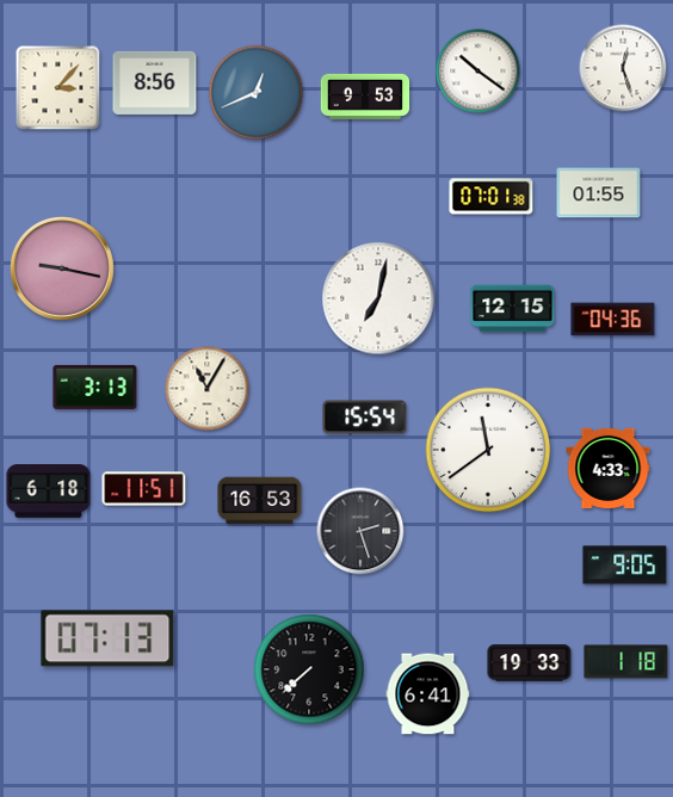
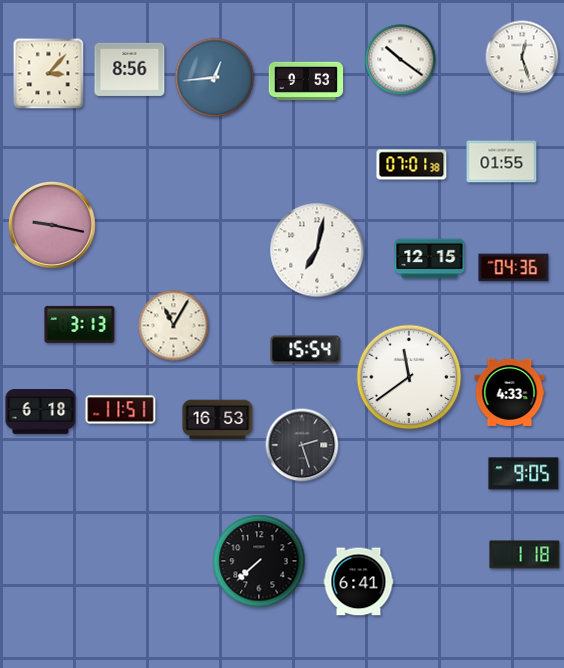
clock at (257, 93): 12:41 -> 12:44
clock at (107, 638): 07:13 -> none
clock at (530, 663): 19:33 -> none
